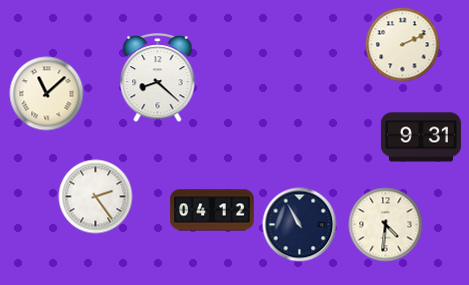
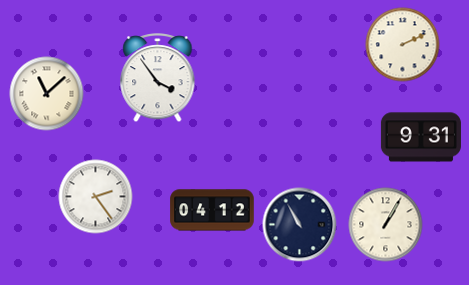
clock at (158, 78): 8:22 -> 3:54
clock at (386, 225): 4:31 -> 1:05
